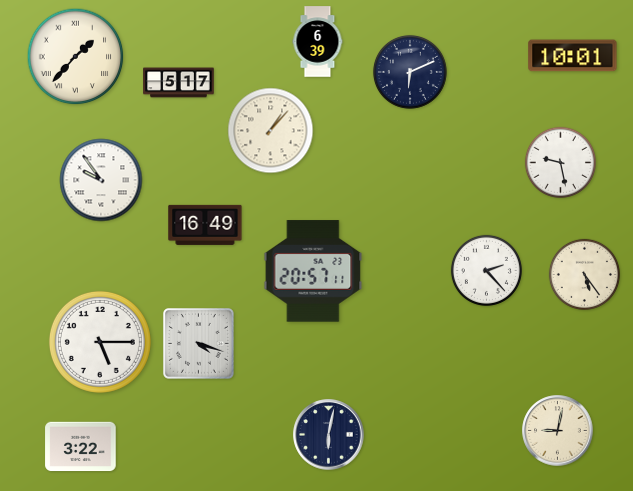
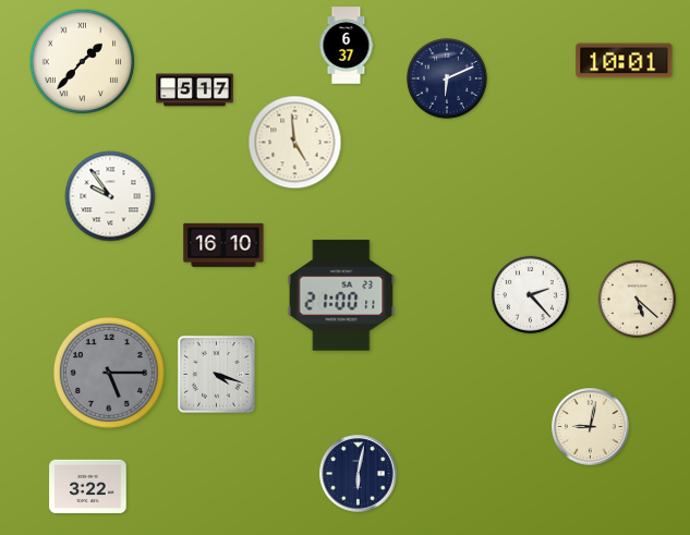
clock at (318, 42): 6:39 -> 6:37
clock at (271, 131): 1:07 -> 4:59
clock at (560, 162): 9:28 -> none
clock at (205, 225): 16:49 -> 16:10
clock at (313, 271): 20:57 -> 21:00
clock at (584, 274): 5:24 -> 5:22
clock at (100, 342) dial: white -> grey
clock at (558, 431) position: (558, 431) -> (591, 427)
